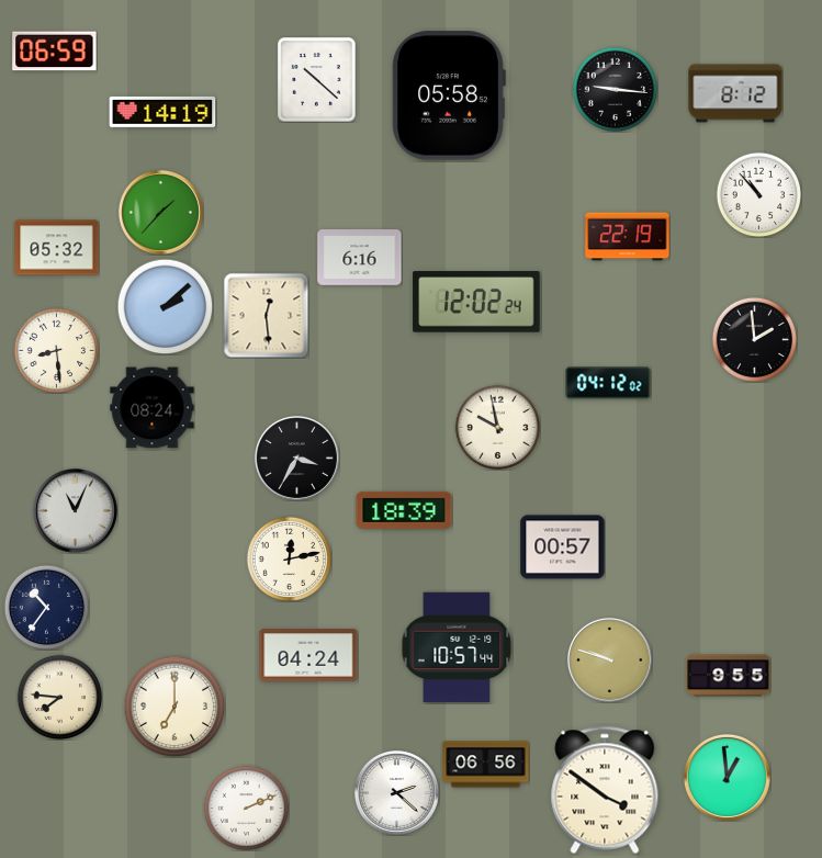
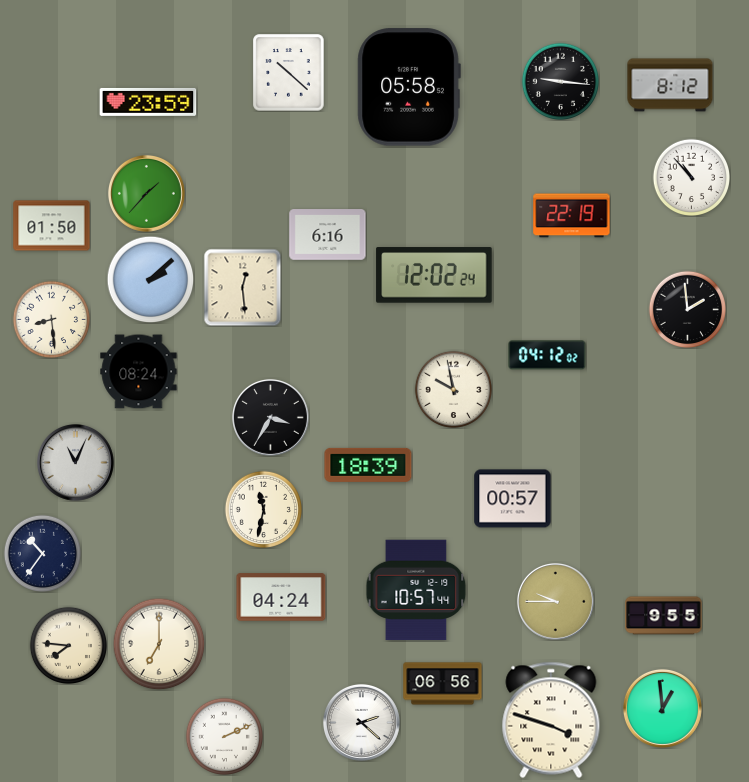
clock at (55, 52): 06:59 -> none
clock at (162, 112): 14:19 -> 23:59
clock at (57, 248): 05:32 -> 01:50
clock at (608, 383) position: (608, 383) -> (547, 355)
clock at (75, 510) position: (75, 510) -> (75, 462)
clock at (289, 558): 12:13 -> 11:32
clock at (609, 659): 9:48 -> 9:45
clock at (59, 697) position: (59, 697) -> (68, 645)
clock at (486, 765) position: (486, 765) -> (443, 684)
clock at (605, 790): 3:51 -> 3:48
